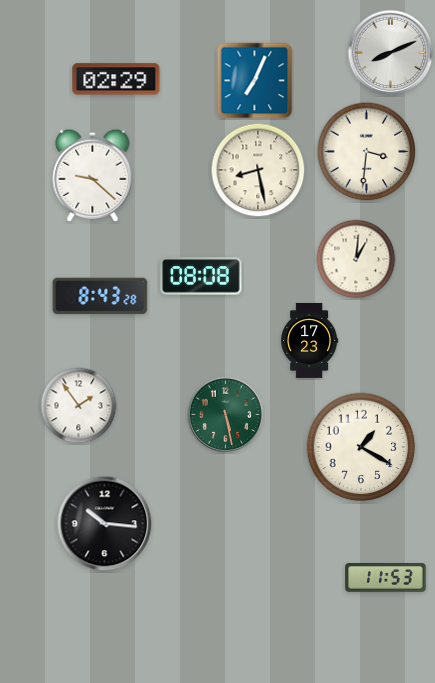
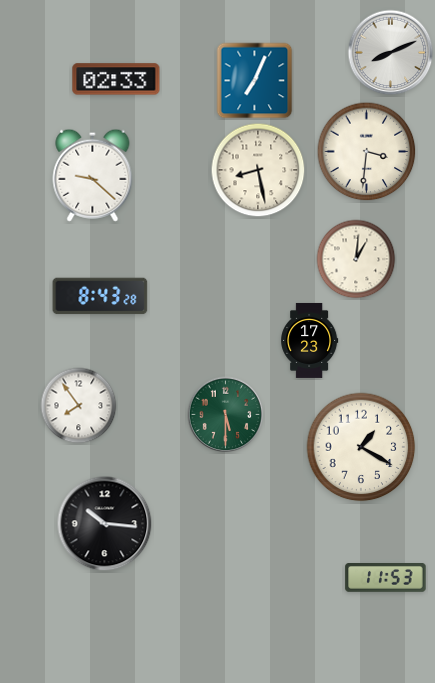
clock at (116, 79): 02:29 -> 02:33
clock at (201, 276): 08:08 -> none
clock at (79, 406): 1:54 -> 7:54
clock at (226, 415): 5:28 -> 5:30
